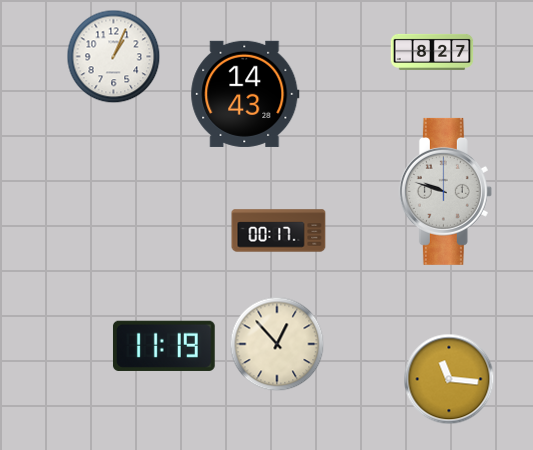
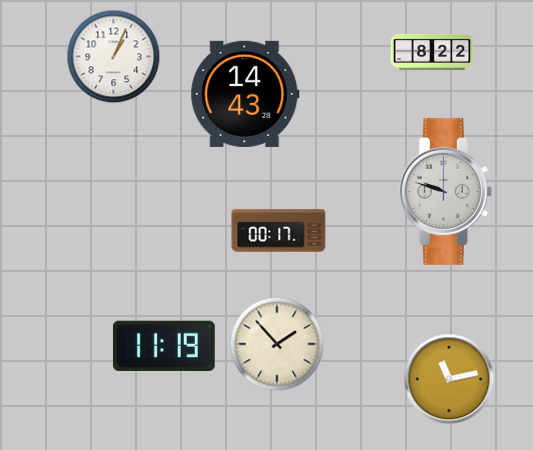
clock at (432, 52): 8:27 -> 8:22
clock at (277, 344): 12:53 -> 1:53
clock at (449, 379): 11:16 -> 11:13
